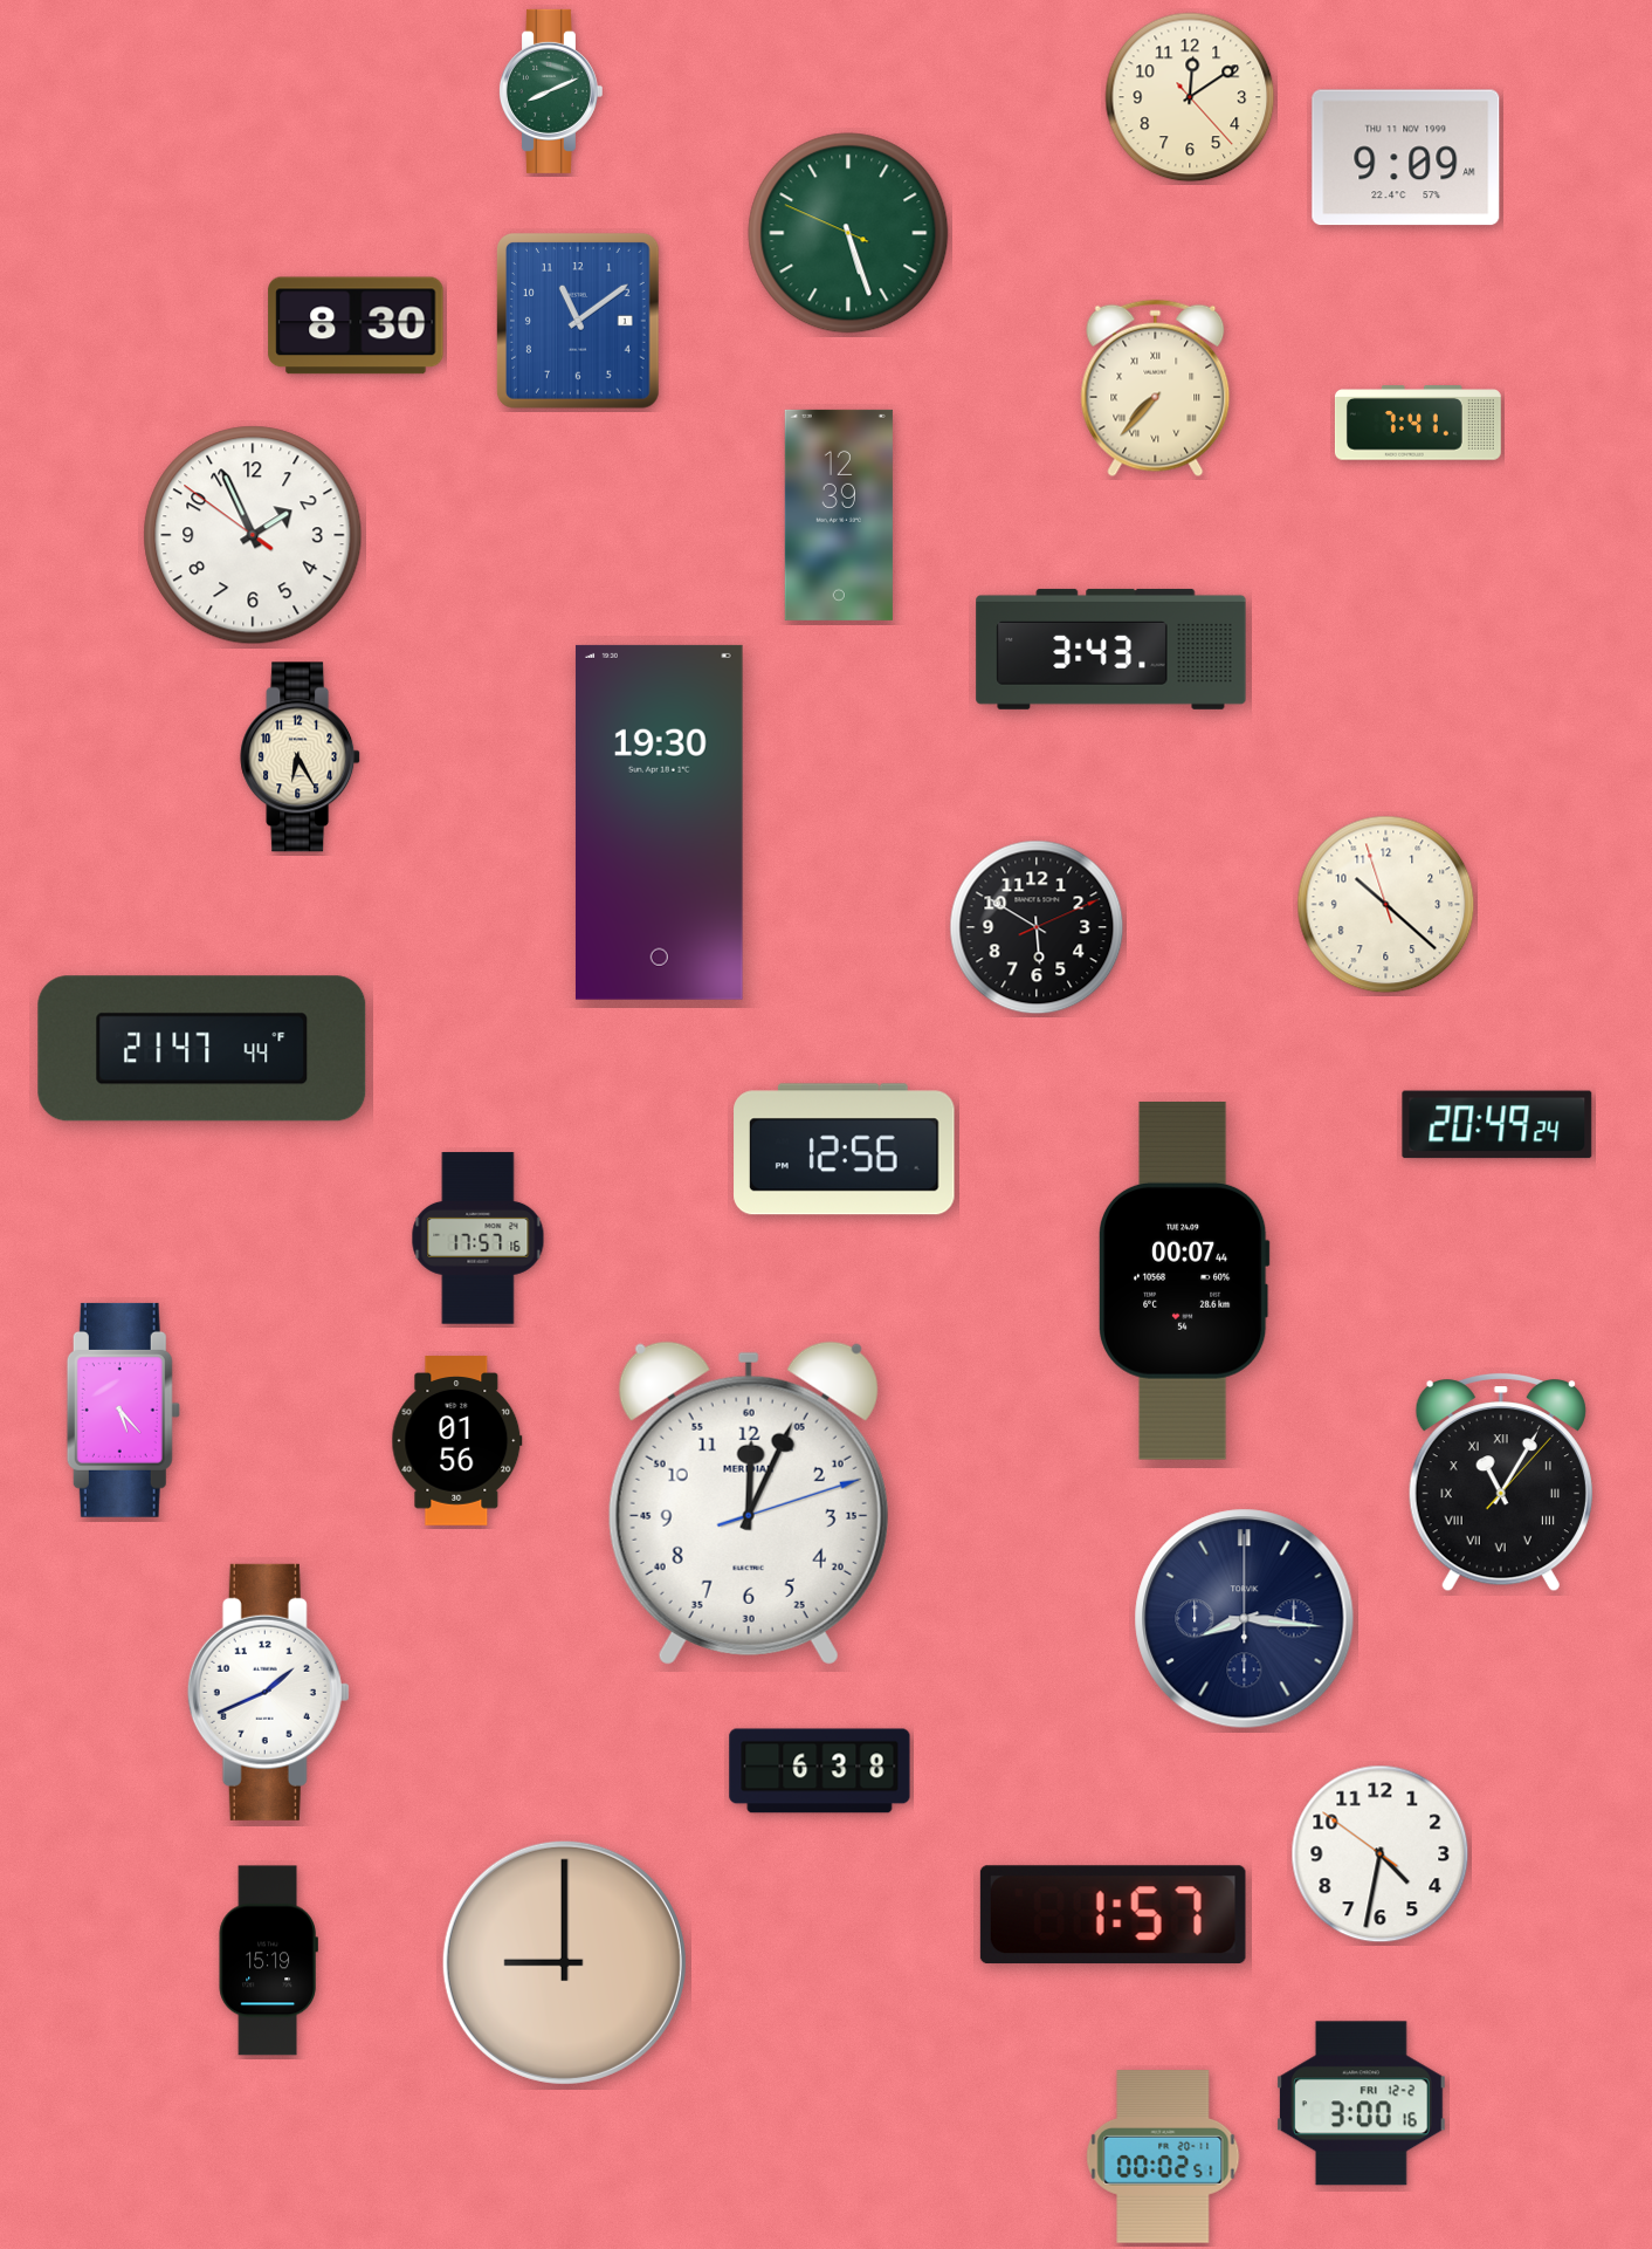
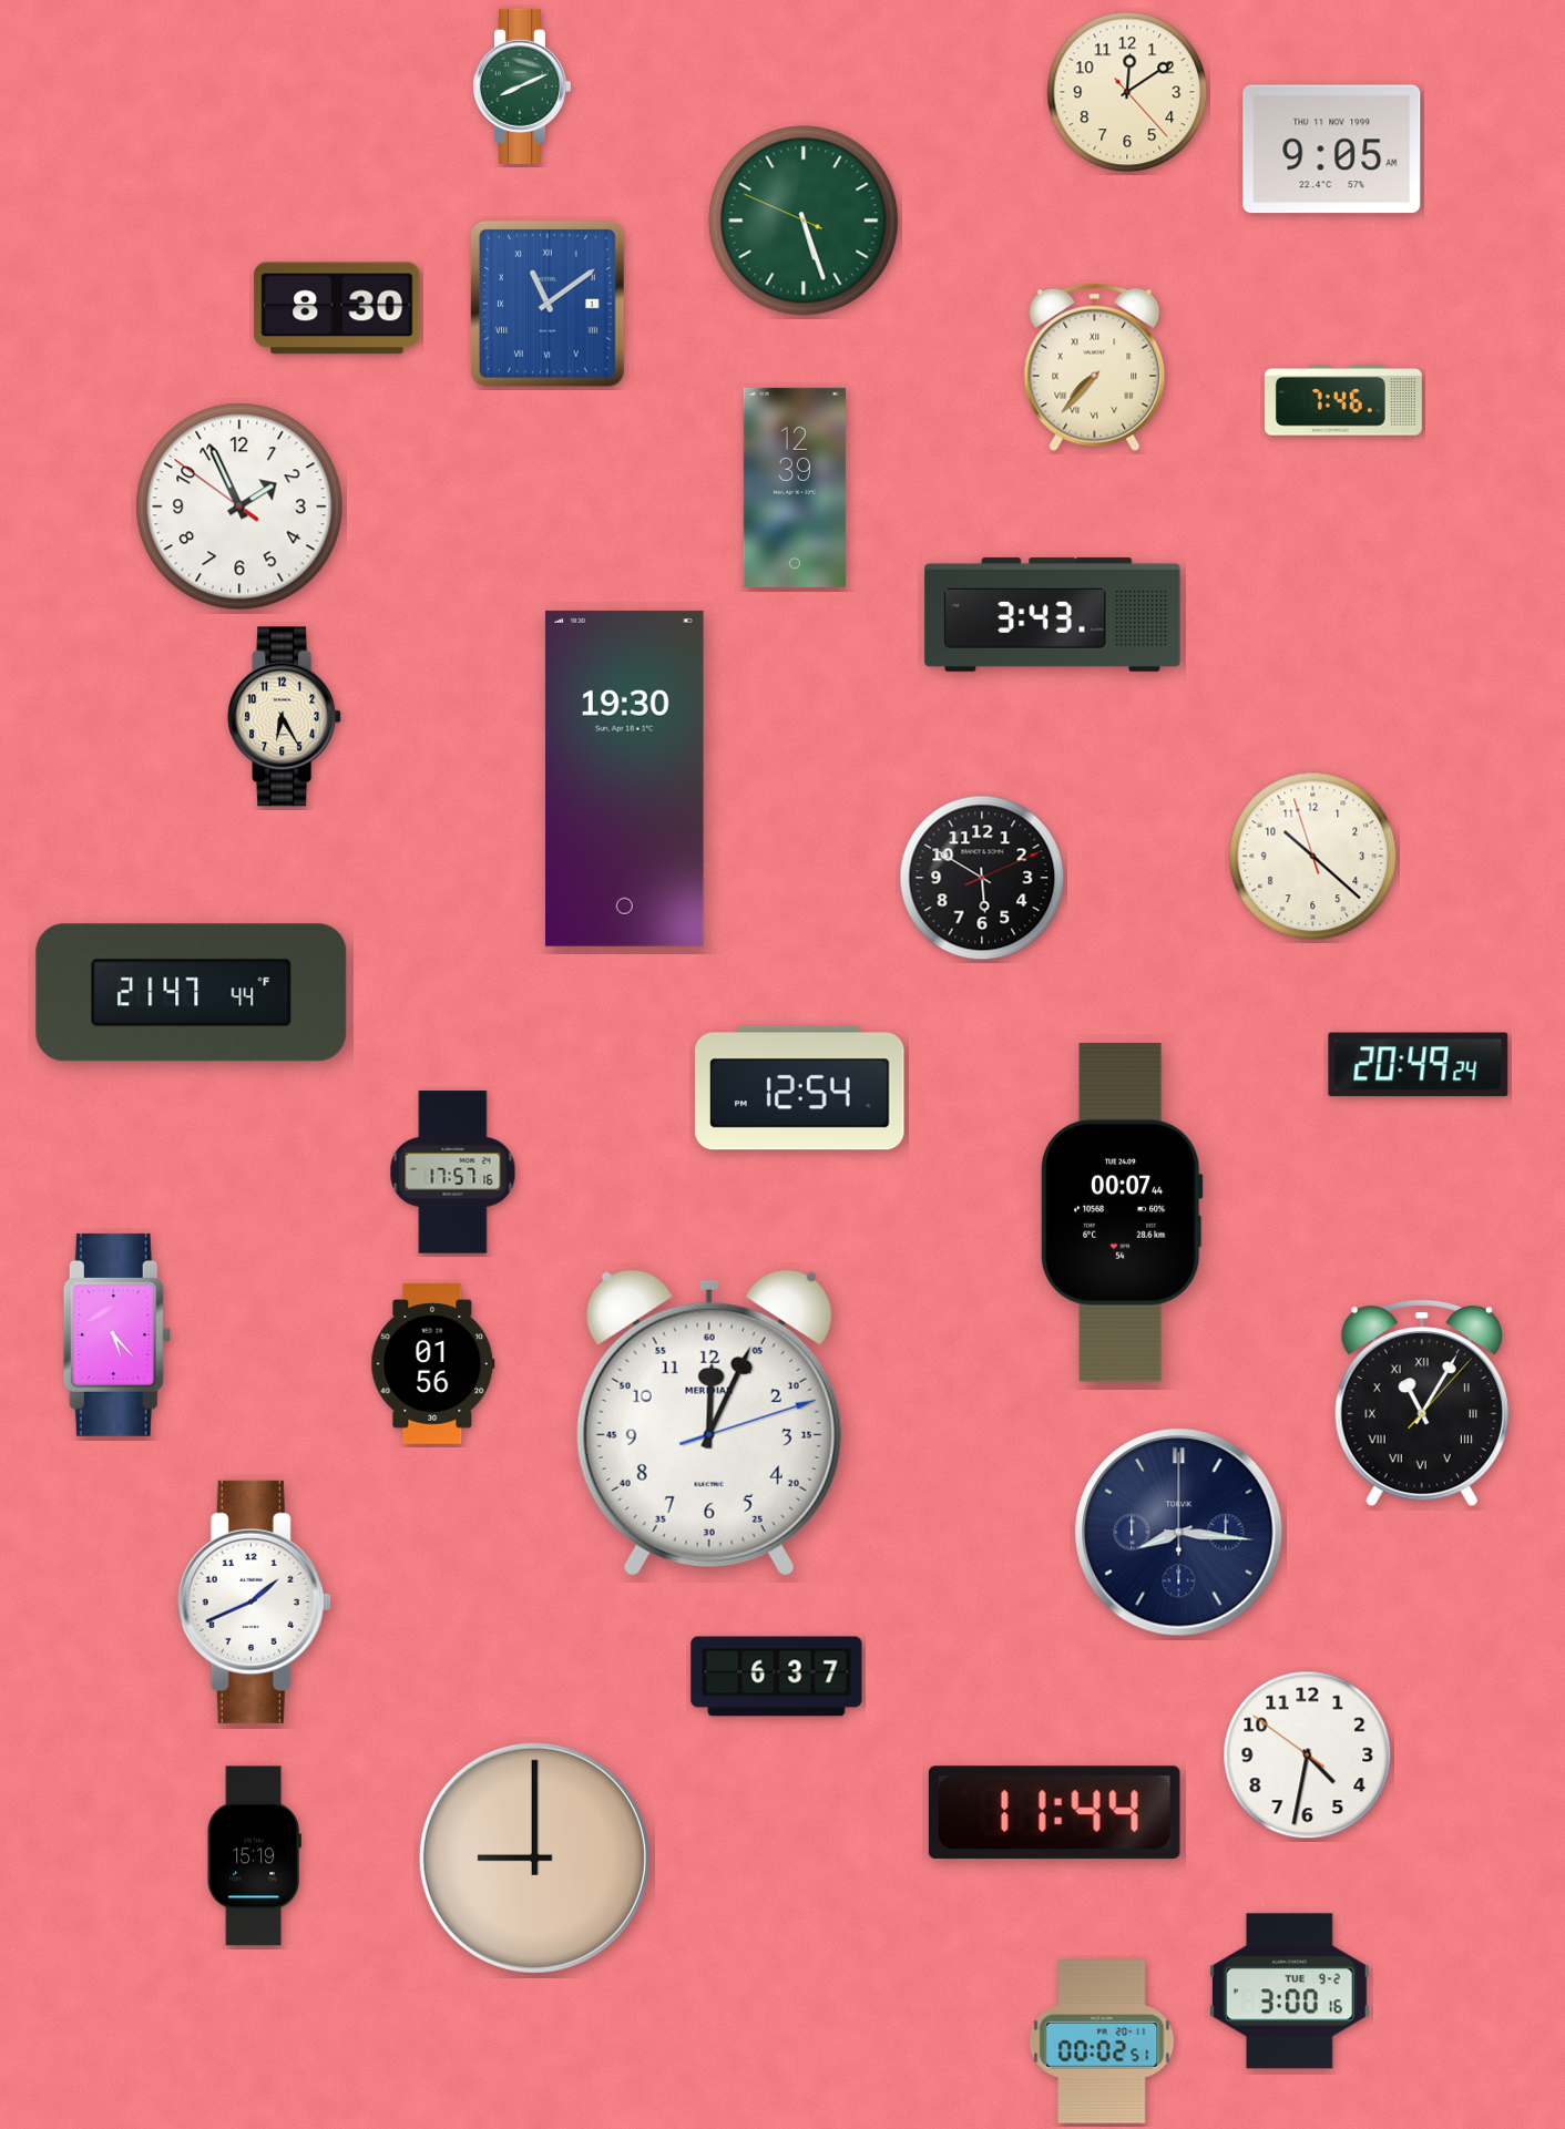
clock at (1406, 158): 9:09 -> 9:05
clock at (578, 322) numerals: Arabic -> Roman
clock at (1418, 423): 7:41 -> 7:46
clock at (845, 1150): 12:56 -> 12:54
clock at (820, 1771): 6:38 -> 6:37
clock at (1113, 1915): 1:57 -> 11:44
clock at (1361, 2104) date: FRI 12-2 -> TUE 9-2
